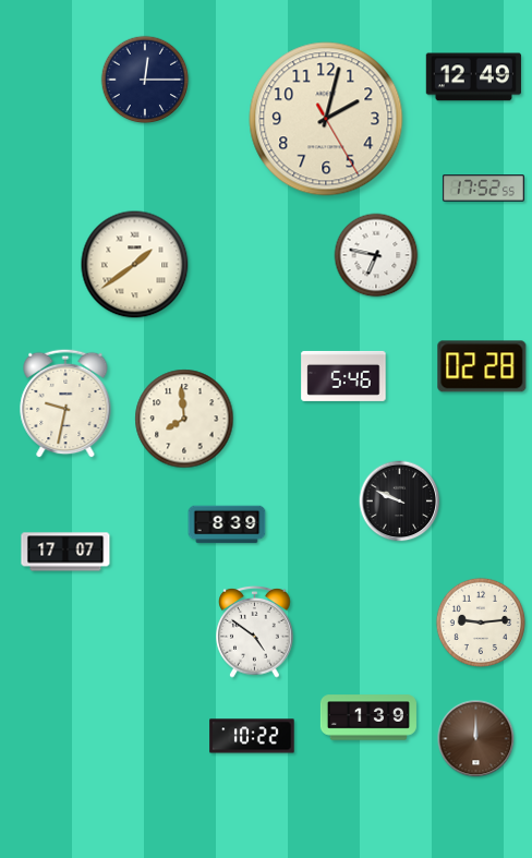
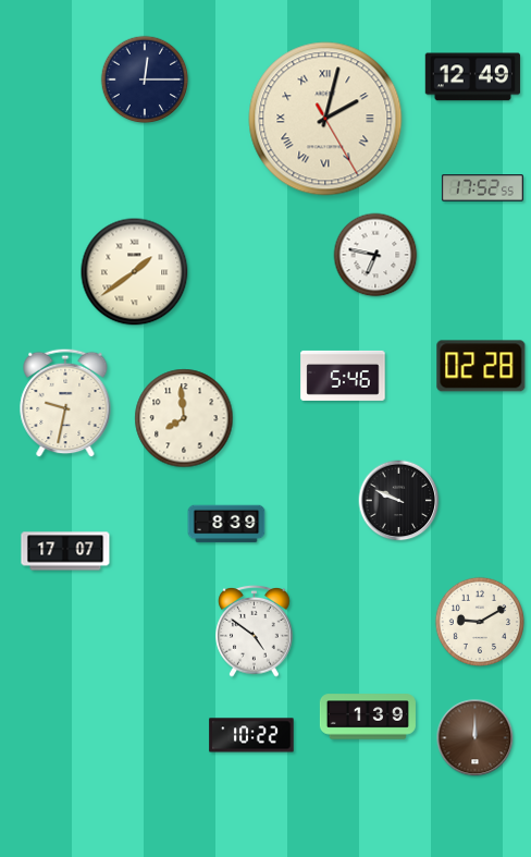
clock at (326, 119) numerals: Arabic -> Roman
clock at (135, 265) position: (135, 265) -> (135, 272)
clock at (481, 623): 9:14 -> 9:10
